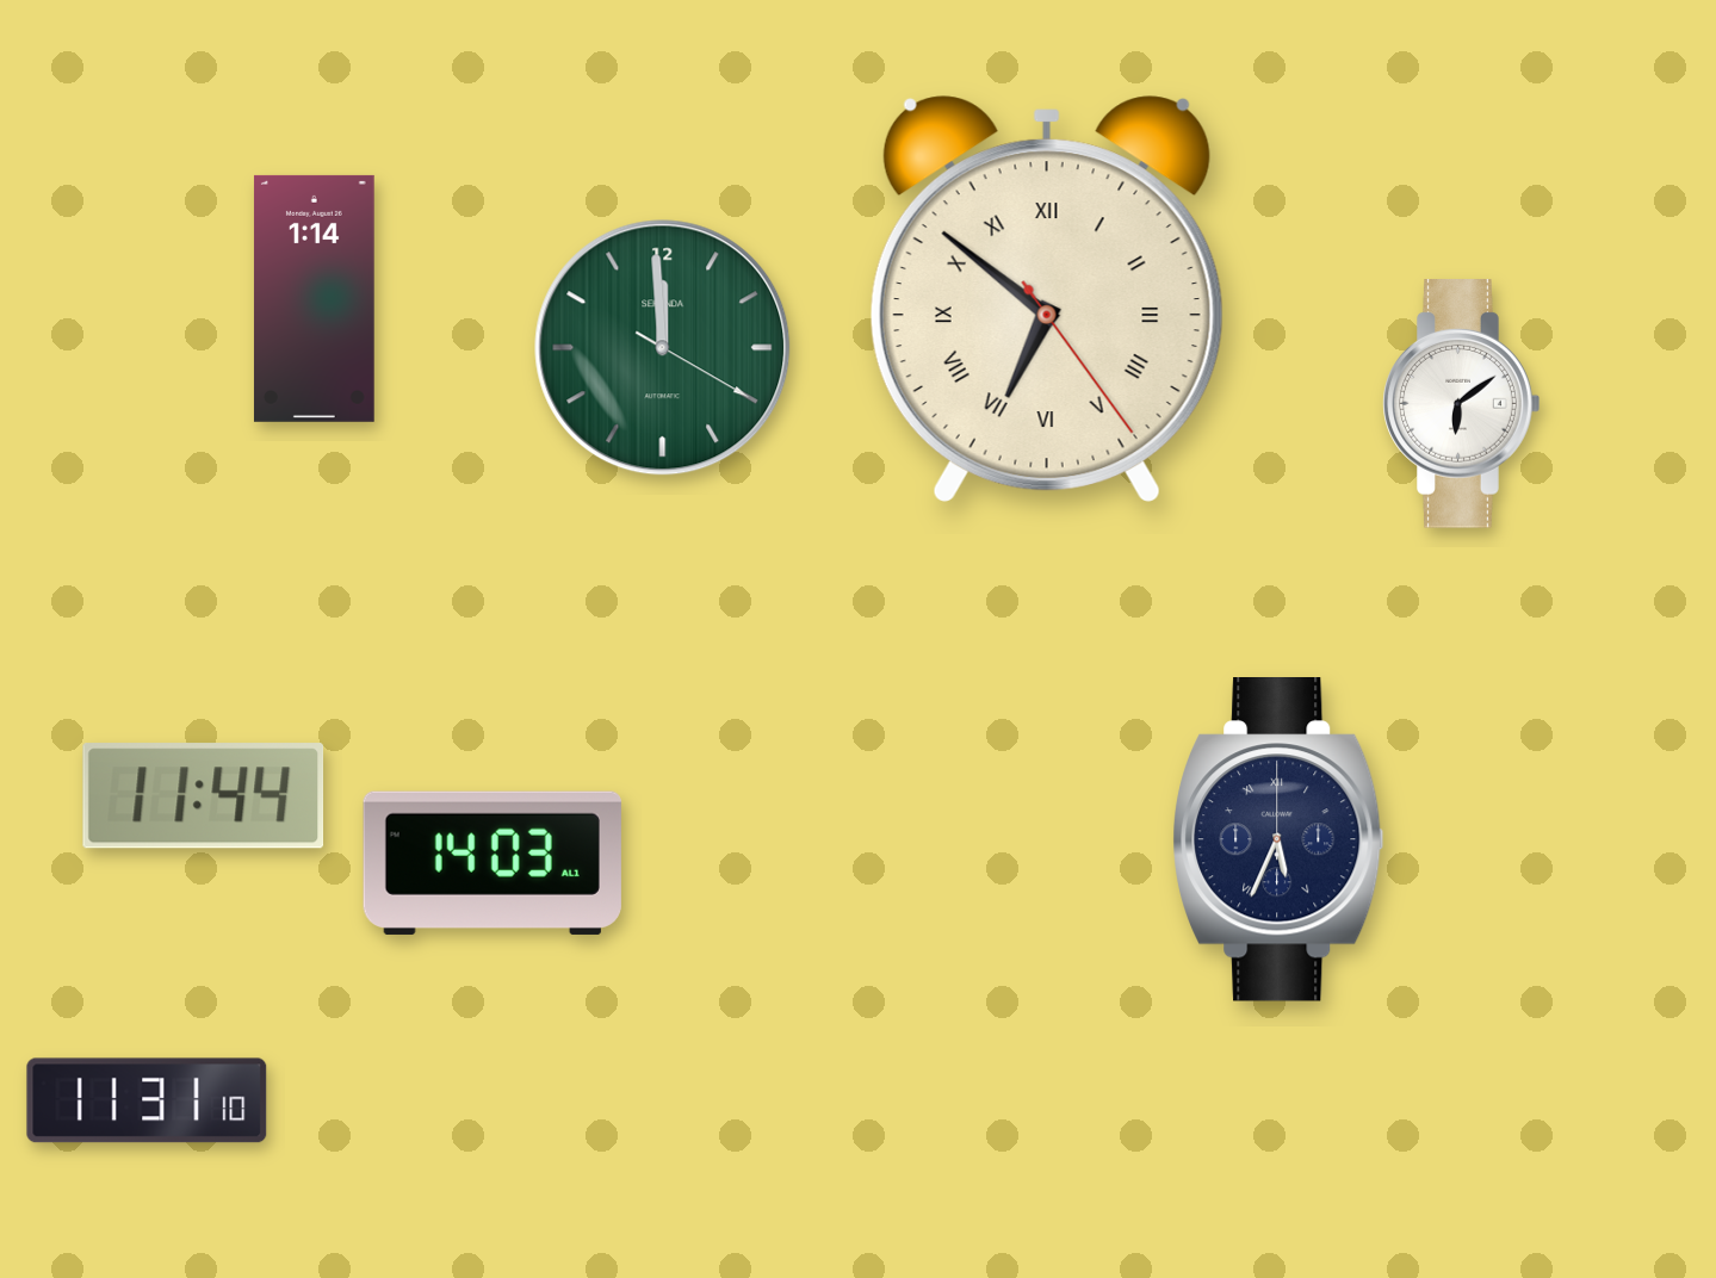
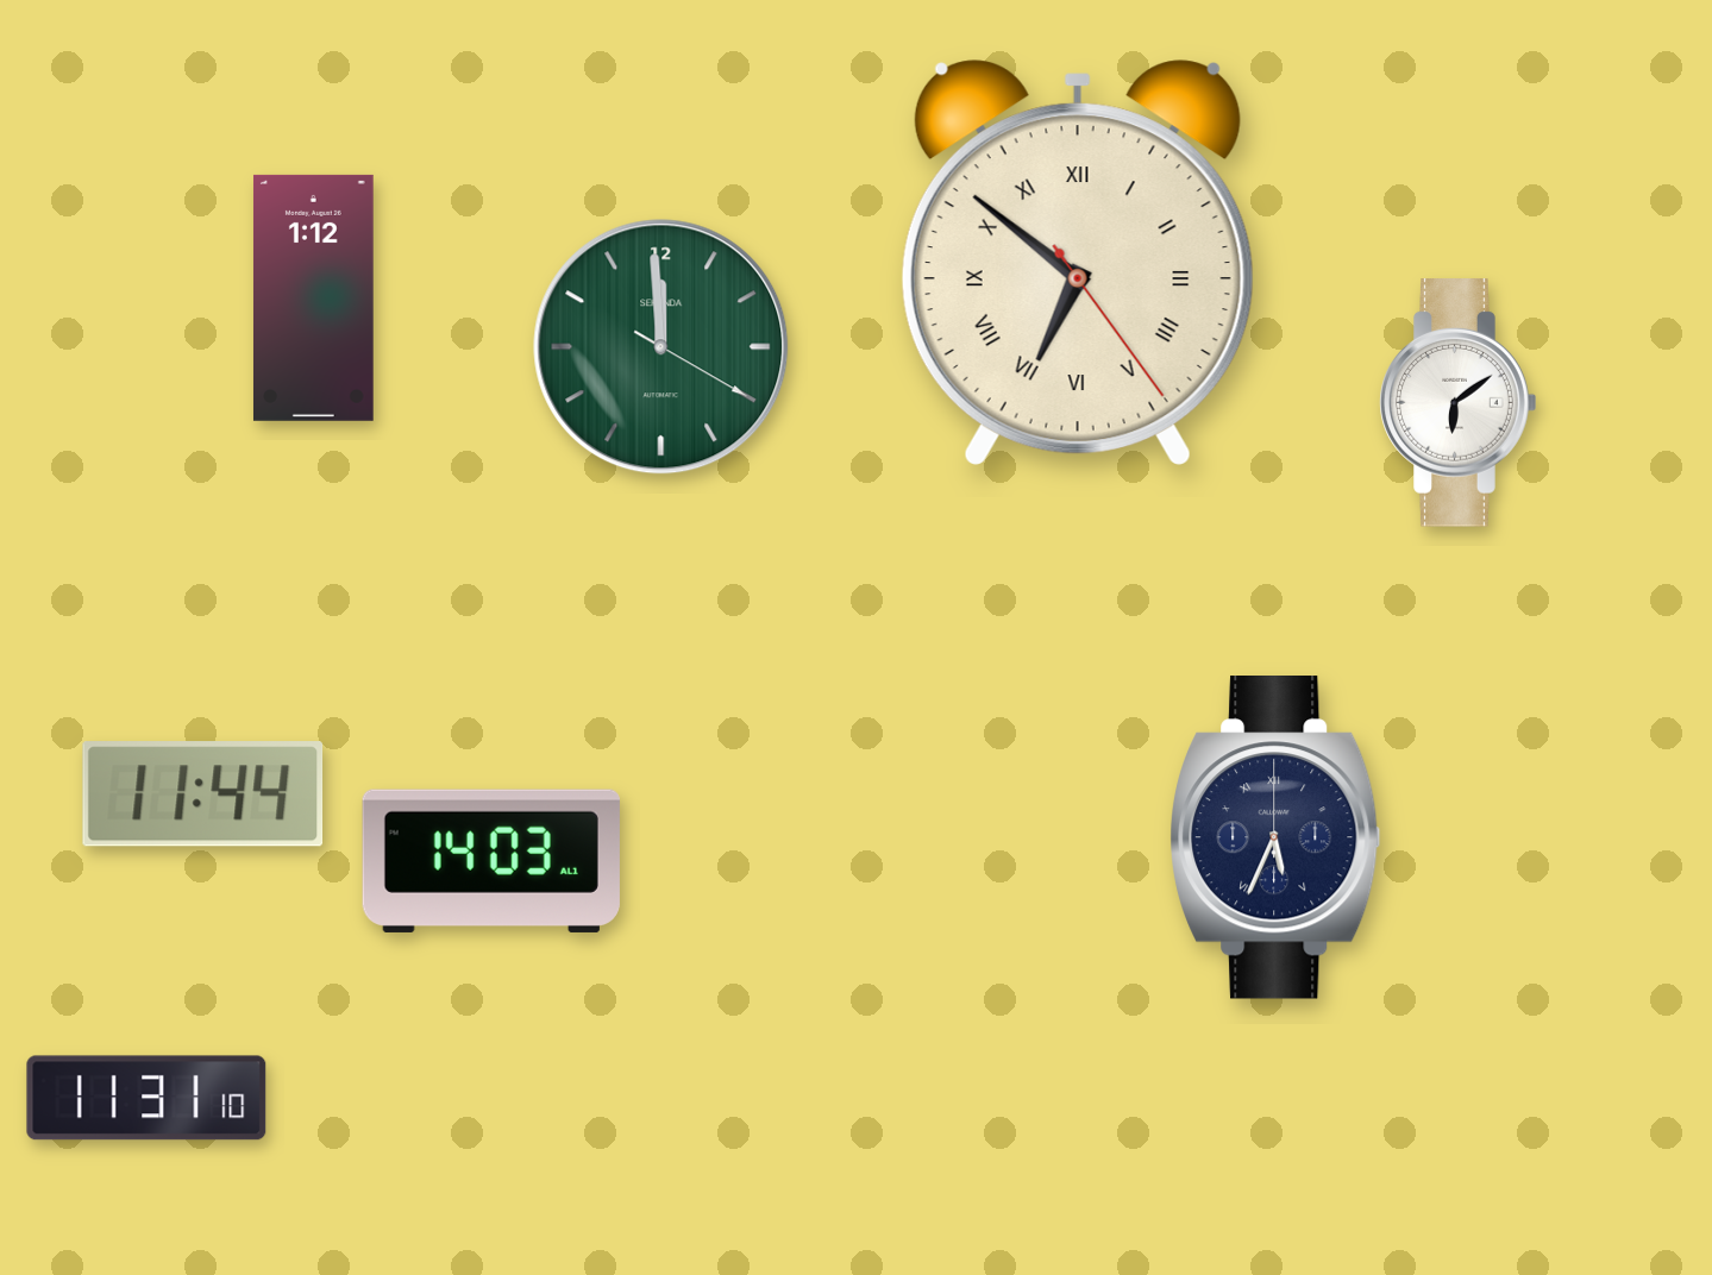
clock at (314, 298): 1:14 -> 1:12
clock at (1047, 299) position: (1047, 299) -> (1078, 263)
